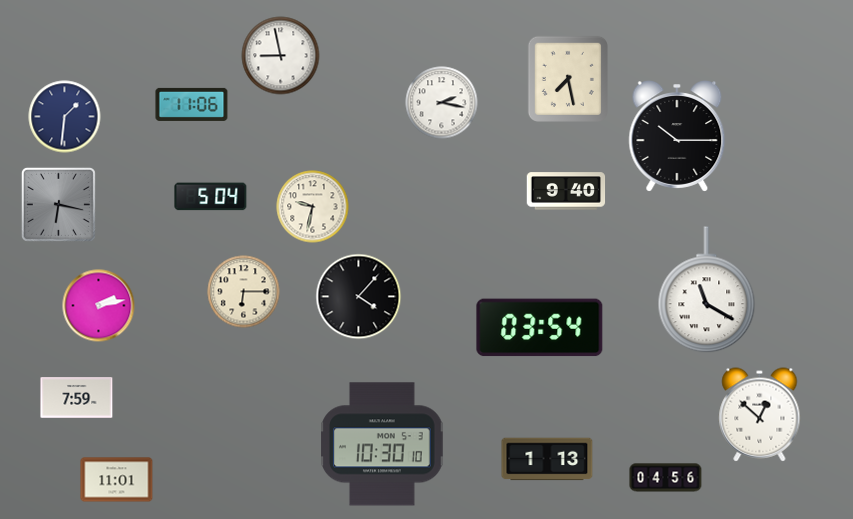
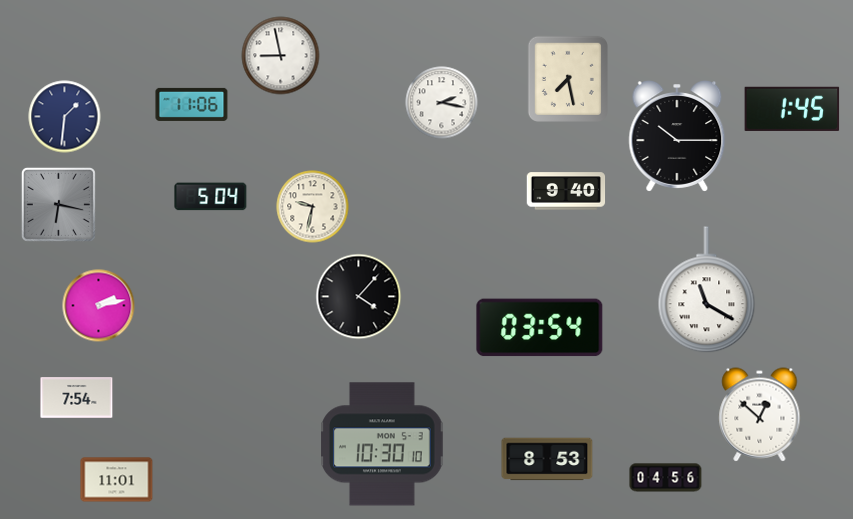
clock at (792, 109): none -> 1:45
clock at (244, 292): 6:15 -> none
clock at (77, 398): 7:59 -> 7:54
clock at (547, 459): 1:13 -> 8:53
